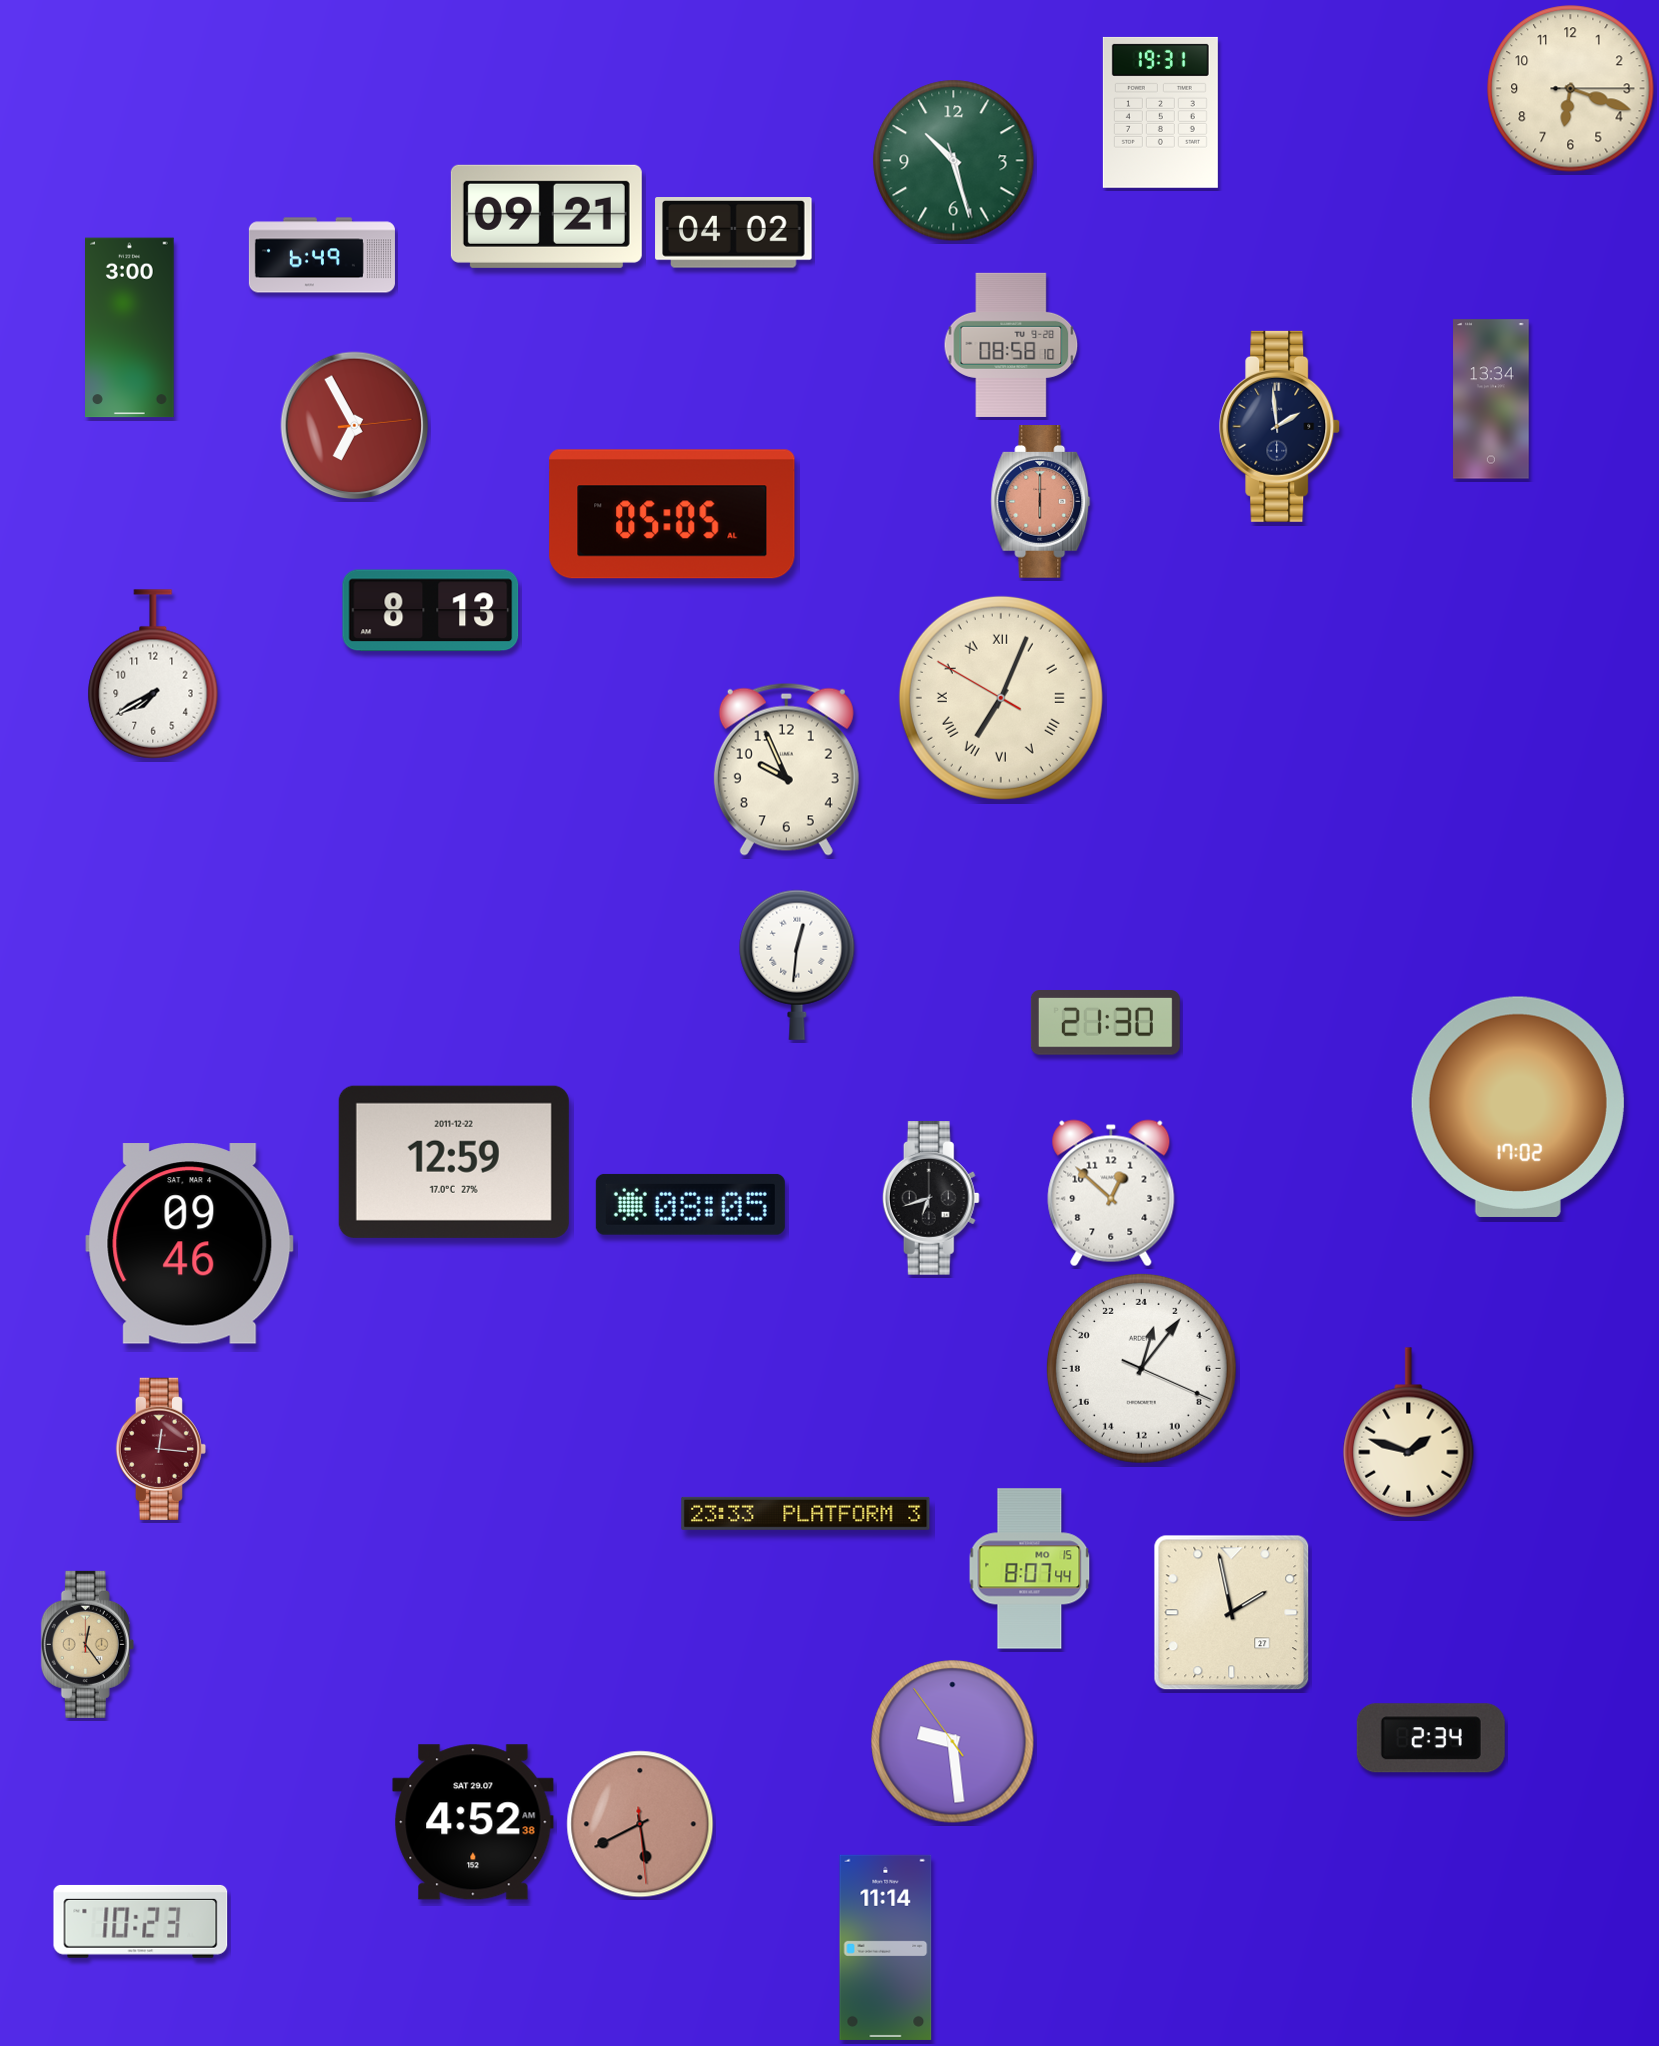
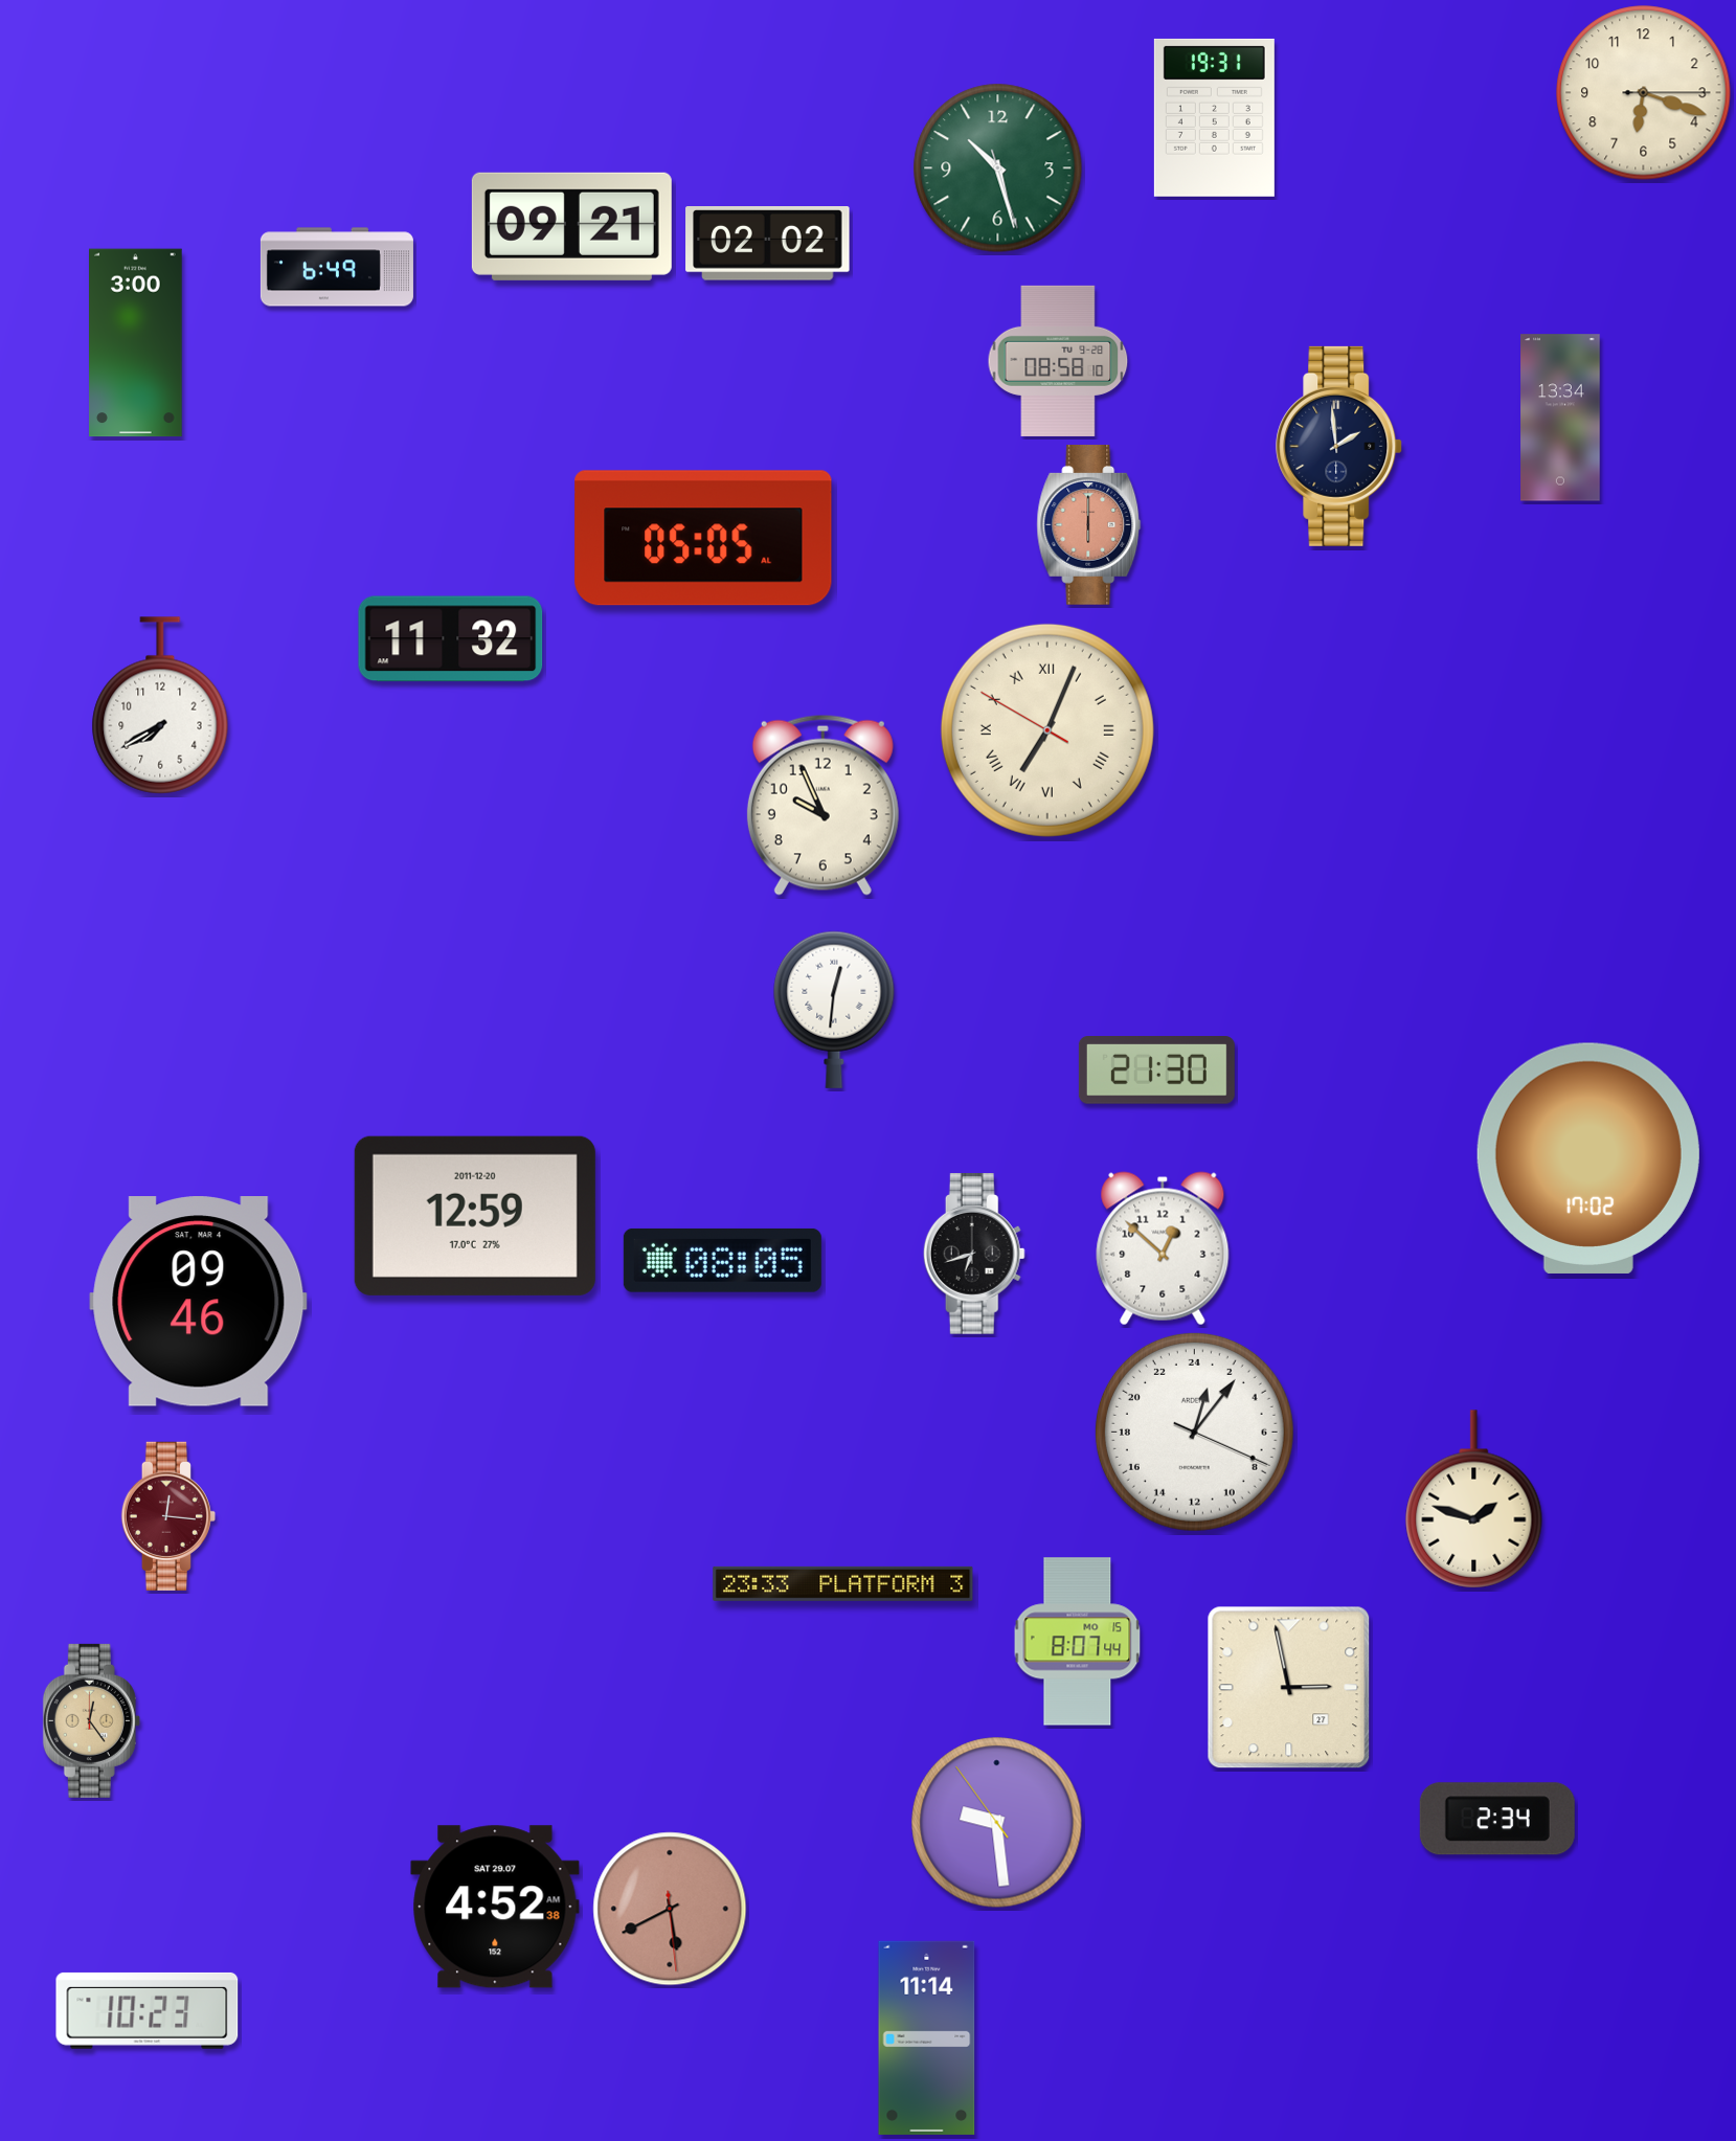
clock at (734, 233): 04:02 -> 02:02
clock at (355, 426): 6:55 -> none
clock at (431, 611): 8:13 -> 11:32
clock at (454, 1162) date: 2011-12-22 -> 2011-12-20
clock at (1232, 1613): 1:58 -> 2:58
